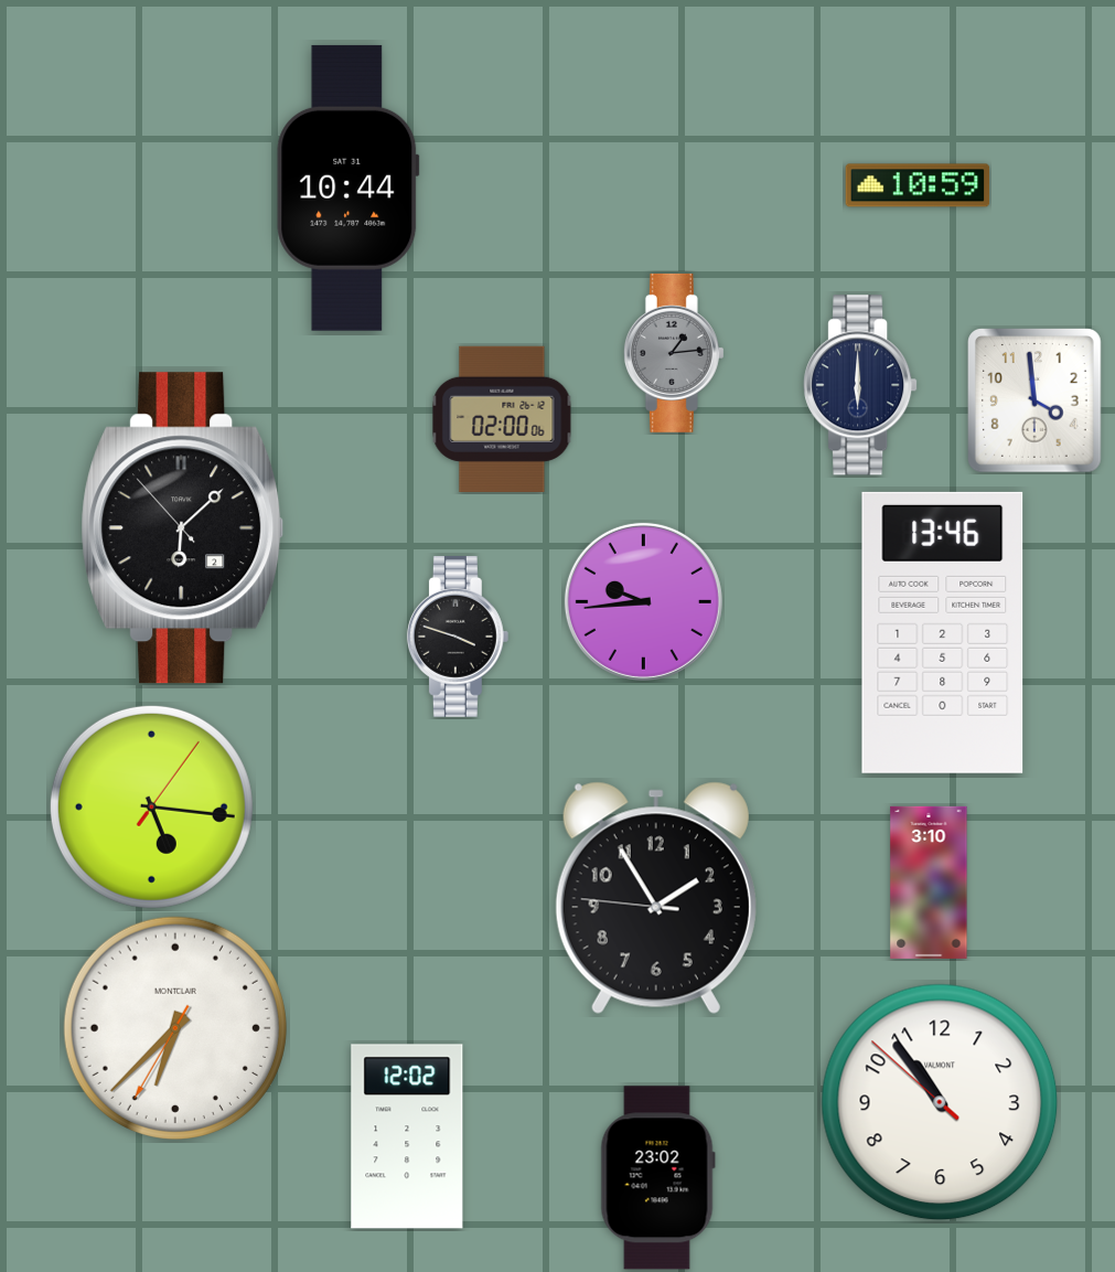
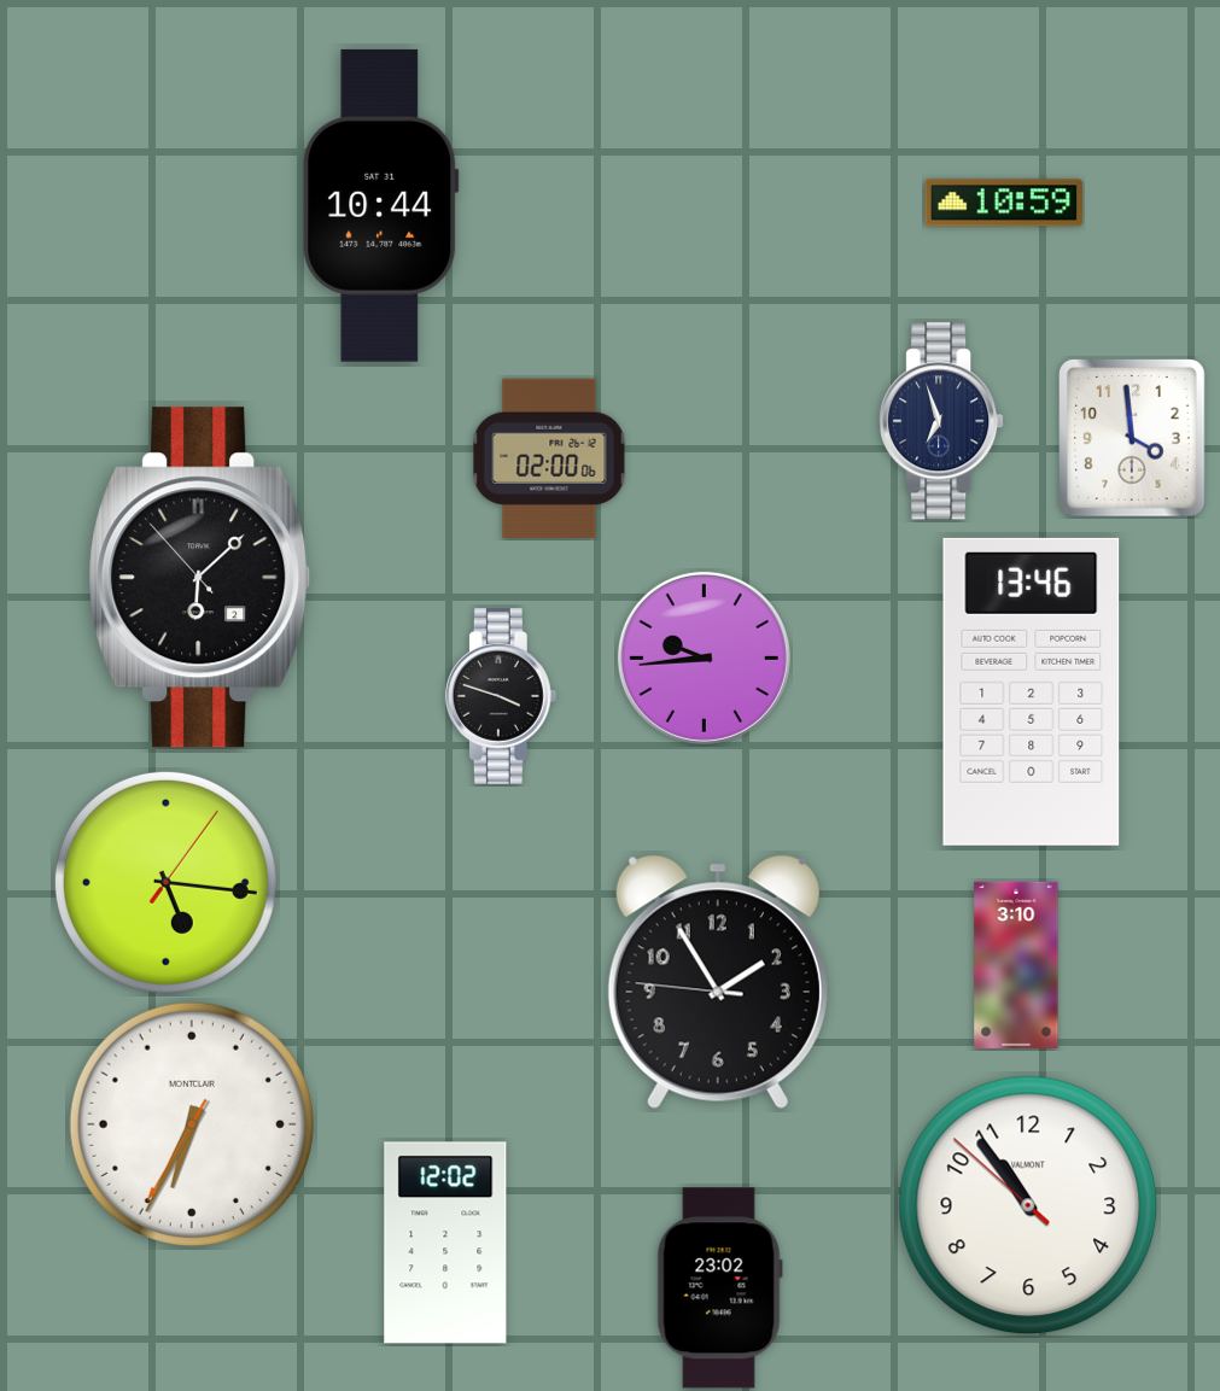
clock at (674, 353): 1:14 -> none
clock at (860, 385): 6:00 -> 6:57
clock at (175, 1028): 6:37 -> 6:34
